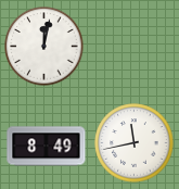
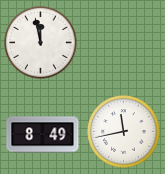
clock at (44, 47): 12:02 -> 11:58
